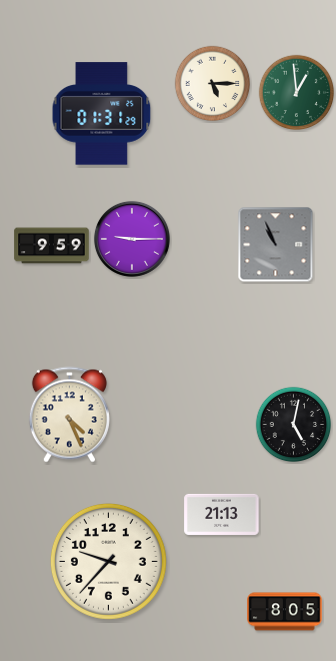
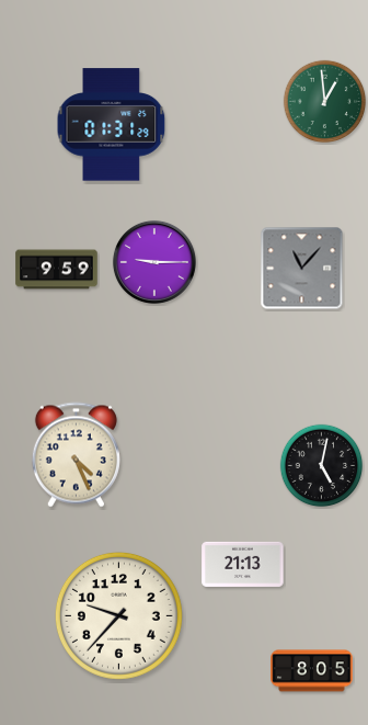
clock at (213, 84): 5:15 -> none
clock at (132, 239) position: (132, 239) -> (154, 262)
clock at (276, 245): 10:56 -> 11:07
